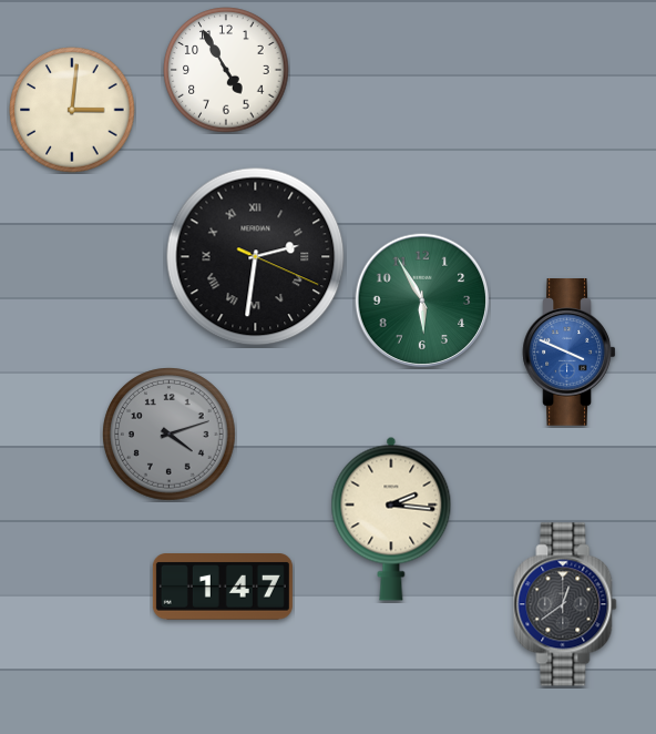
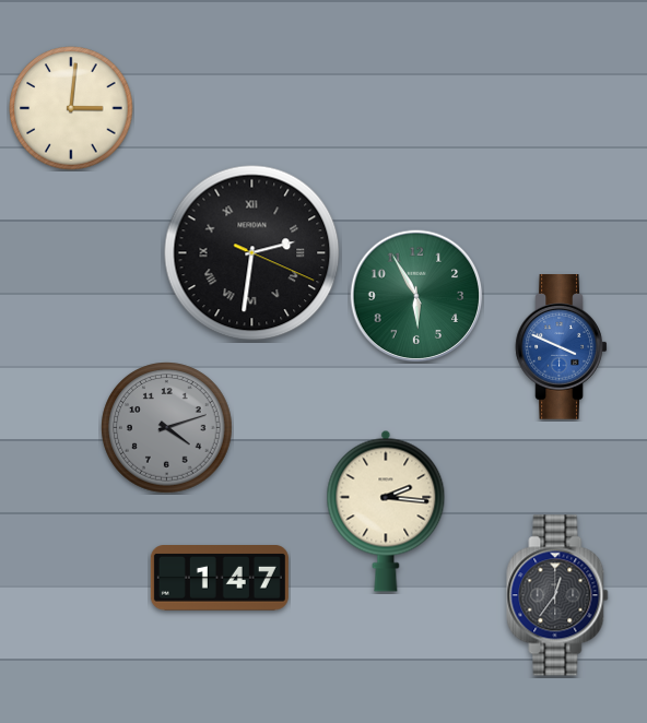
clock at (226, 70): 4:55 -> none
clock at (565, 604): 12:39 -> 12:36
